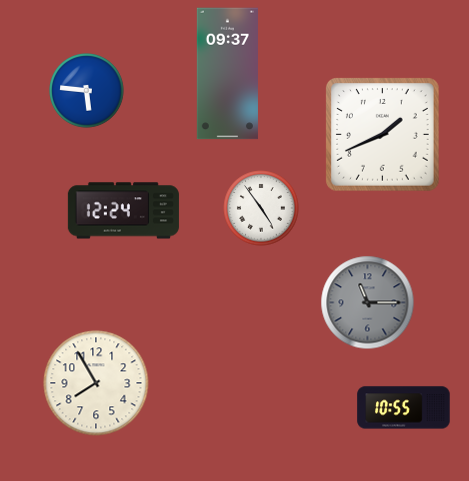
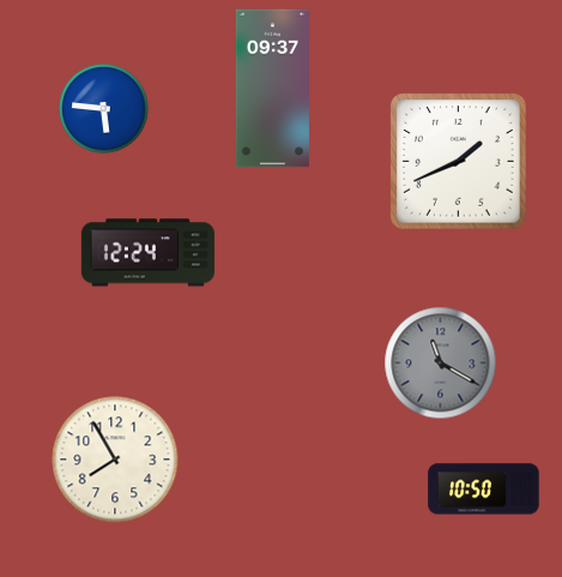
clock at (261, 208): 4:54 -> none
clock at (368, 303): 11:15 -> 11:20
clock at (404, 408): 10:55 -> 10:50
